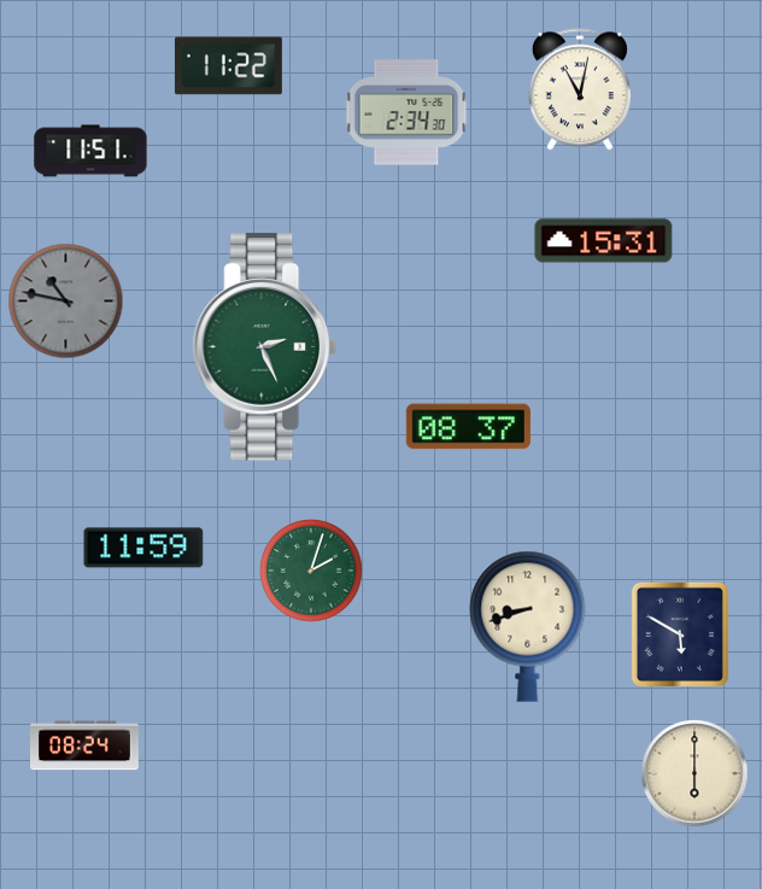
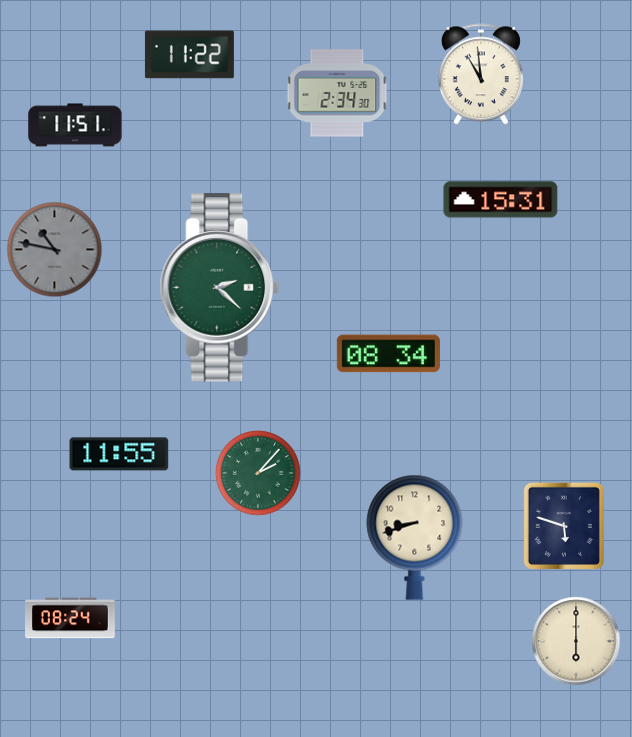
clock at (580, 89): 11:02 -> 10:59
clock at (265, 347): 2:26 -> 2:22
clock at (468, 427): 08:37 -> 08:34
clock at (143, 548): 11:59 -> 11:55
clock at (311, 571): 2:03 -> 2:07
clock at (528, 626) position: (528, 626) -> (415, 537)
clock at (680, 634): 5:50 -> 5:48
